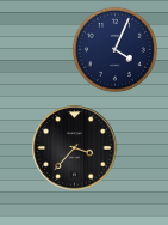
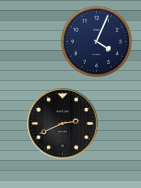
clock at (75, 148): 3:37 -> 2:41
